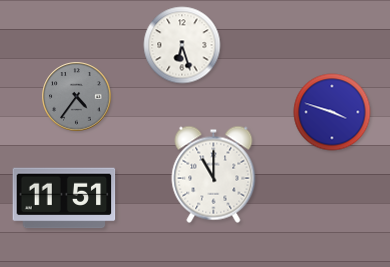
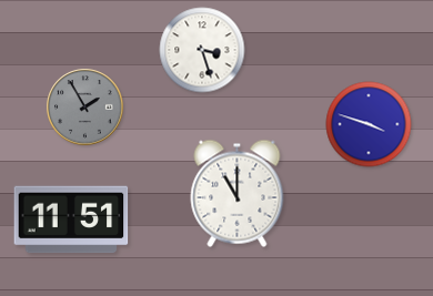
clock at (182, 45): 6:27 -> 3:27
clock at (77, 97): 4:36 -> 1:55
